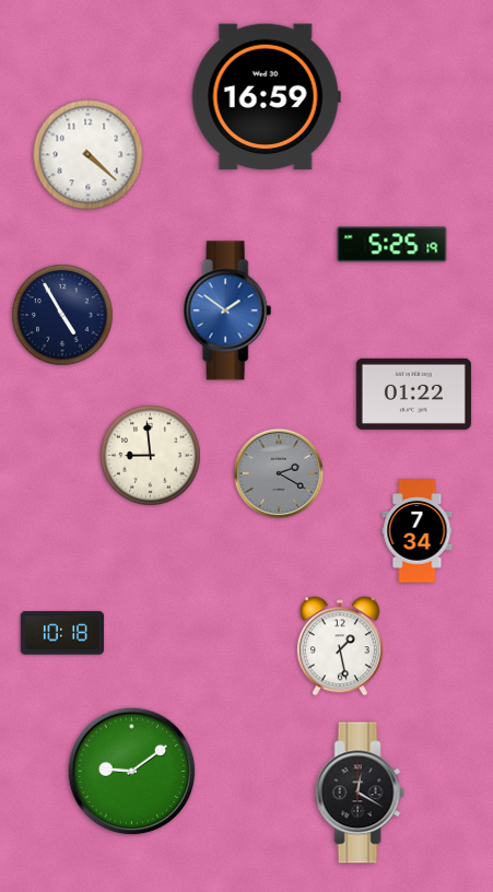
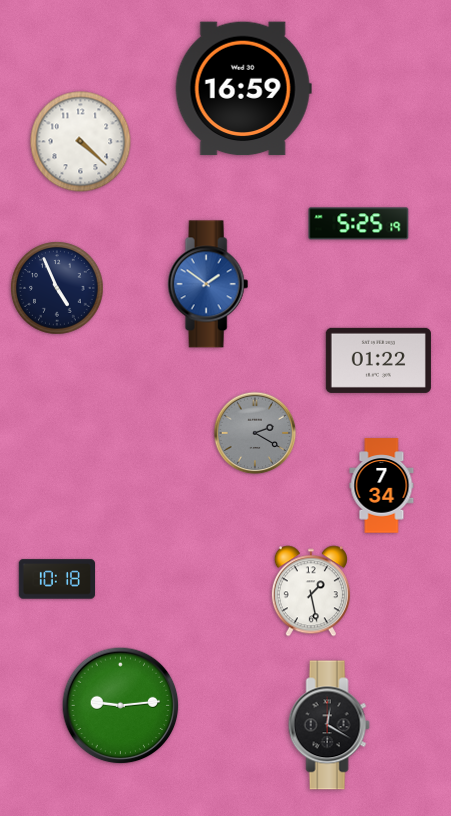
clock at (62, 315): 4:55 -> 4:56
clock at (151, 456): 8:59 -> none
clock at (132, 772): 9:09 -> 9:14
